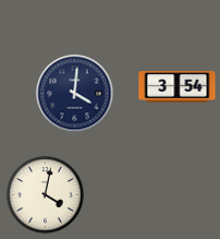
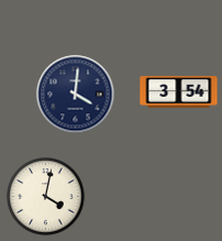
clock at (178, 87) position: (178, 87) -> (179, 92)
